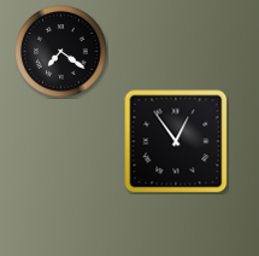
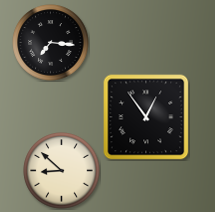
clock at (61, 52): 7:21 -> 7:16
clock at (62, 171): none -> 8:52
